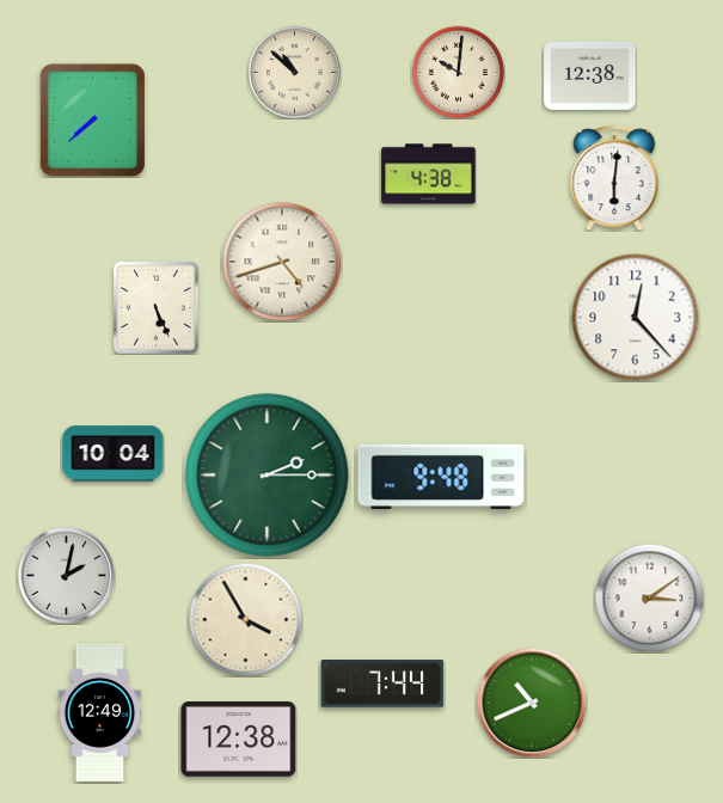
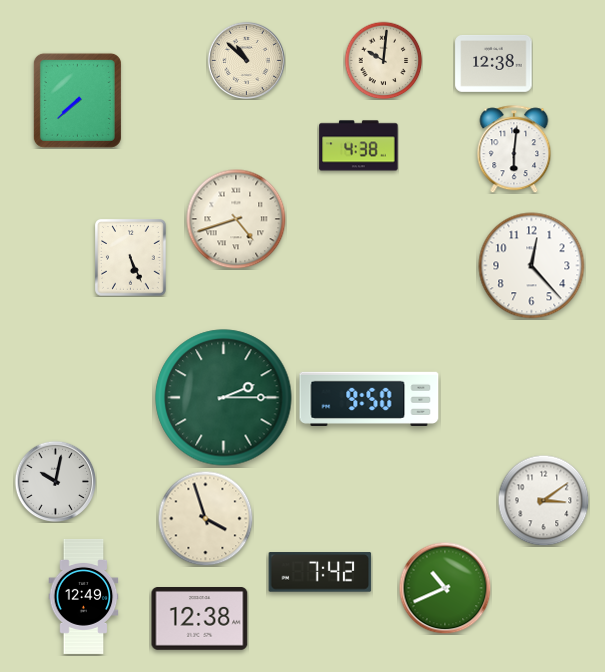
clock at (114, 454): 10:04 -> none
clock at (441, 477): 9:48 -> 9:50
clock at (66, 575): 2:02 -> 10:02
clock at (245, 619): 3:55 -> 3:57
clock at (382, 684): 7:44 -> 7:42
